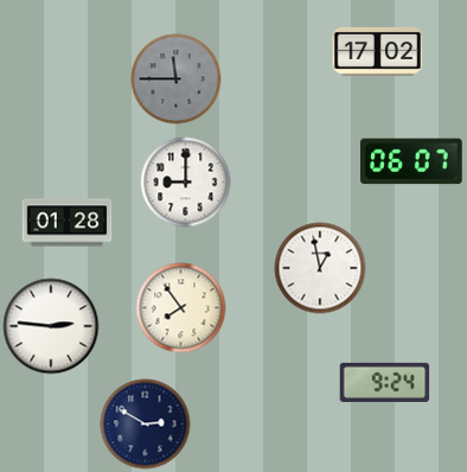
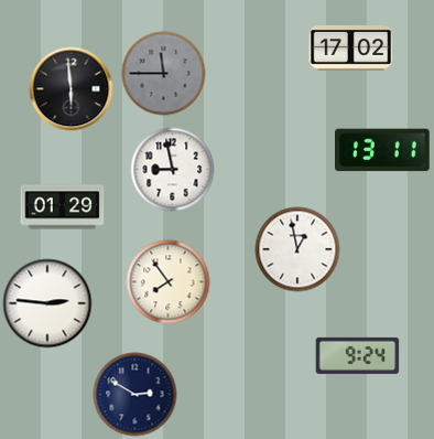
clock at (72, 89): none -> 5:59
clock at (412, 161): 06:07 -> 13:11
clock at (186, 183): 9:00 -> 8:58
clock at (68, 223): 01:28 -> 01:29
clock at (181, 308) position: (181, 308) -> (169, 282)
